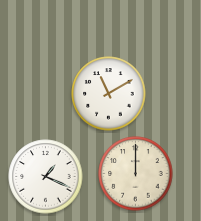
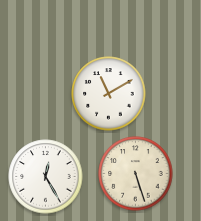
clock at (136, 174): 12:00 -> 5:27
clock at (46, 177): 1:19 -> 12:25
